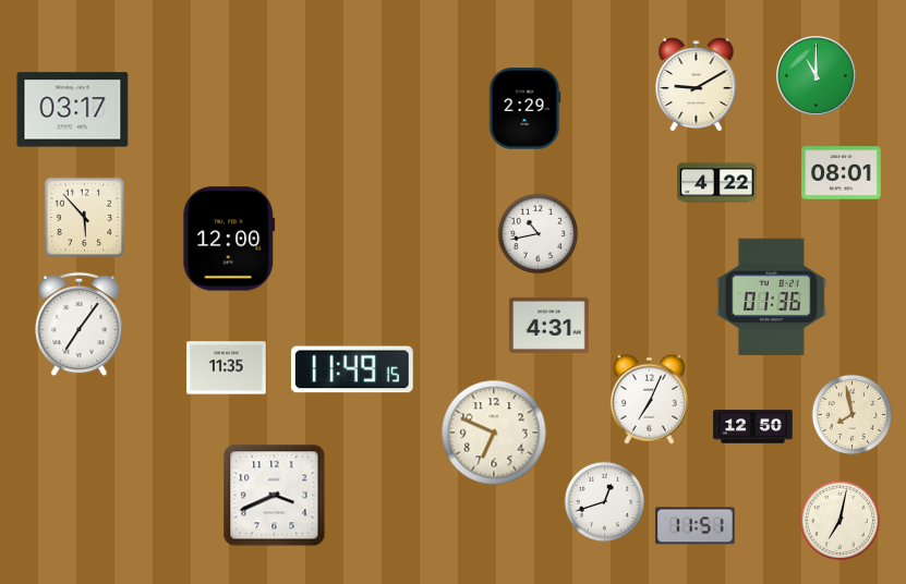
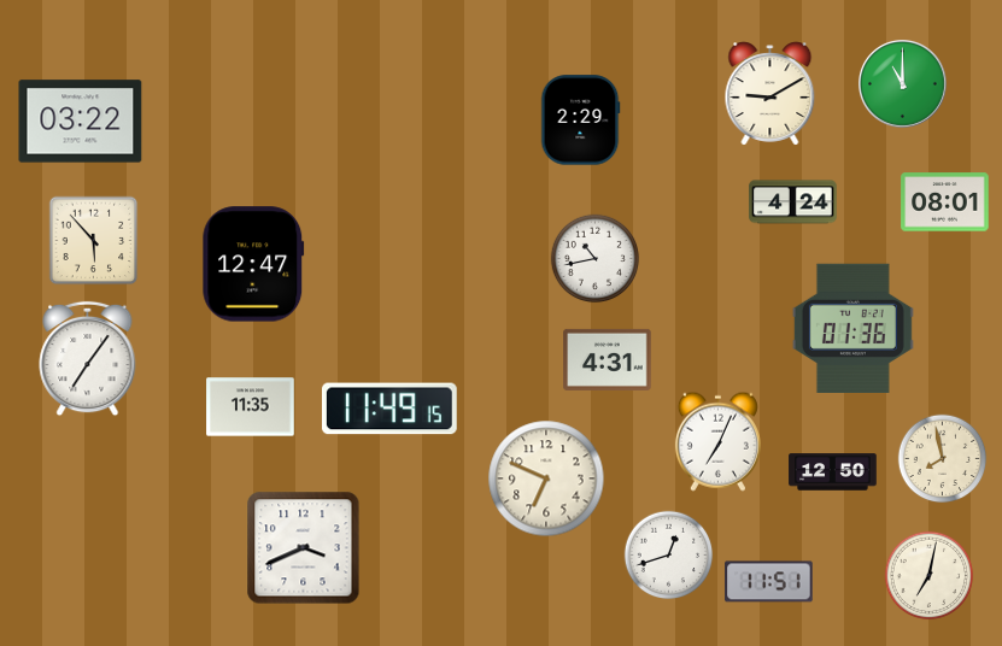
clock at (73, 110): 03:17 -> 03:22
clock at (842, 173) position: (842, 173) -> (945, 202)
clock at (717, 183): 4:22 -> 4:24
clock at (229, 239): 12:00 -> 12:47
